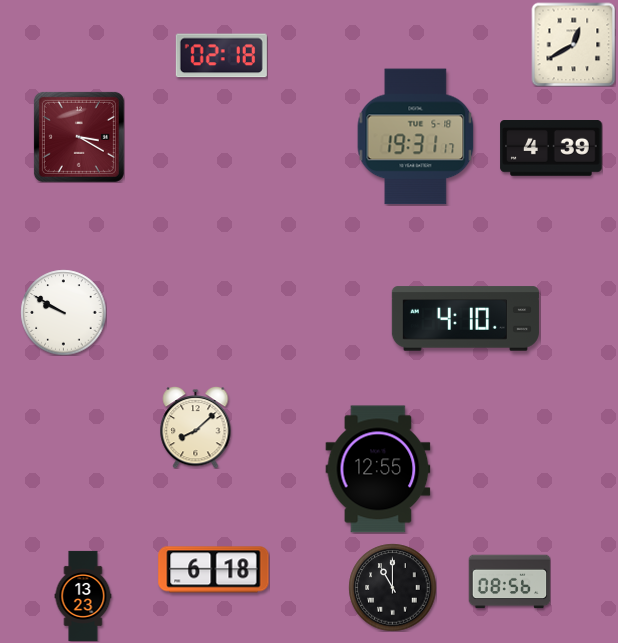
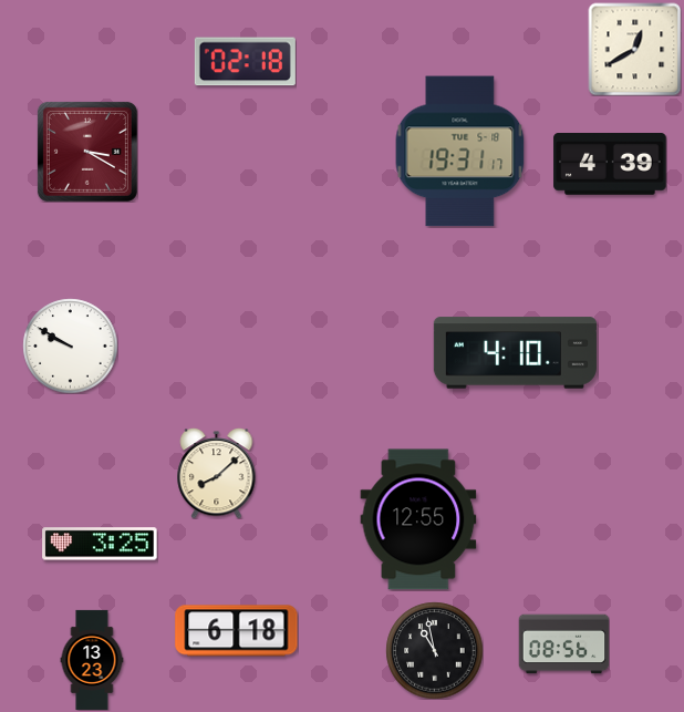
clock at (100, 544): none -> 3:25
clock at (392, 587): 11:00 -> 10:58
